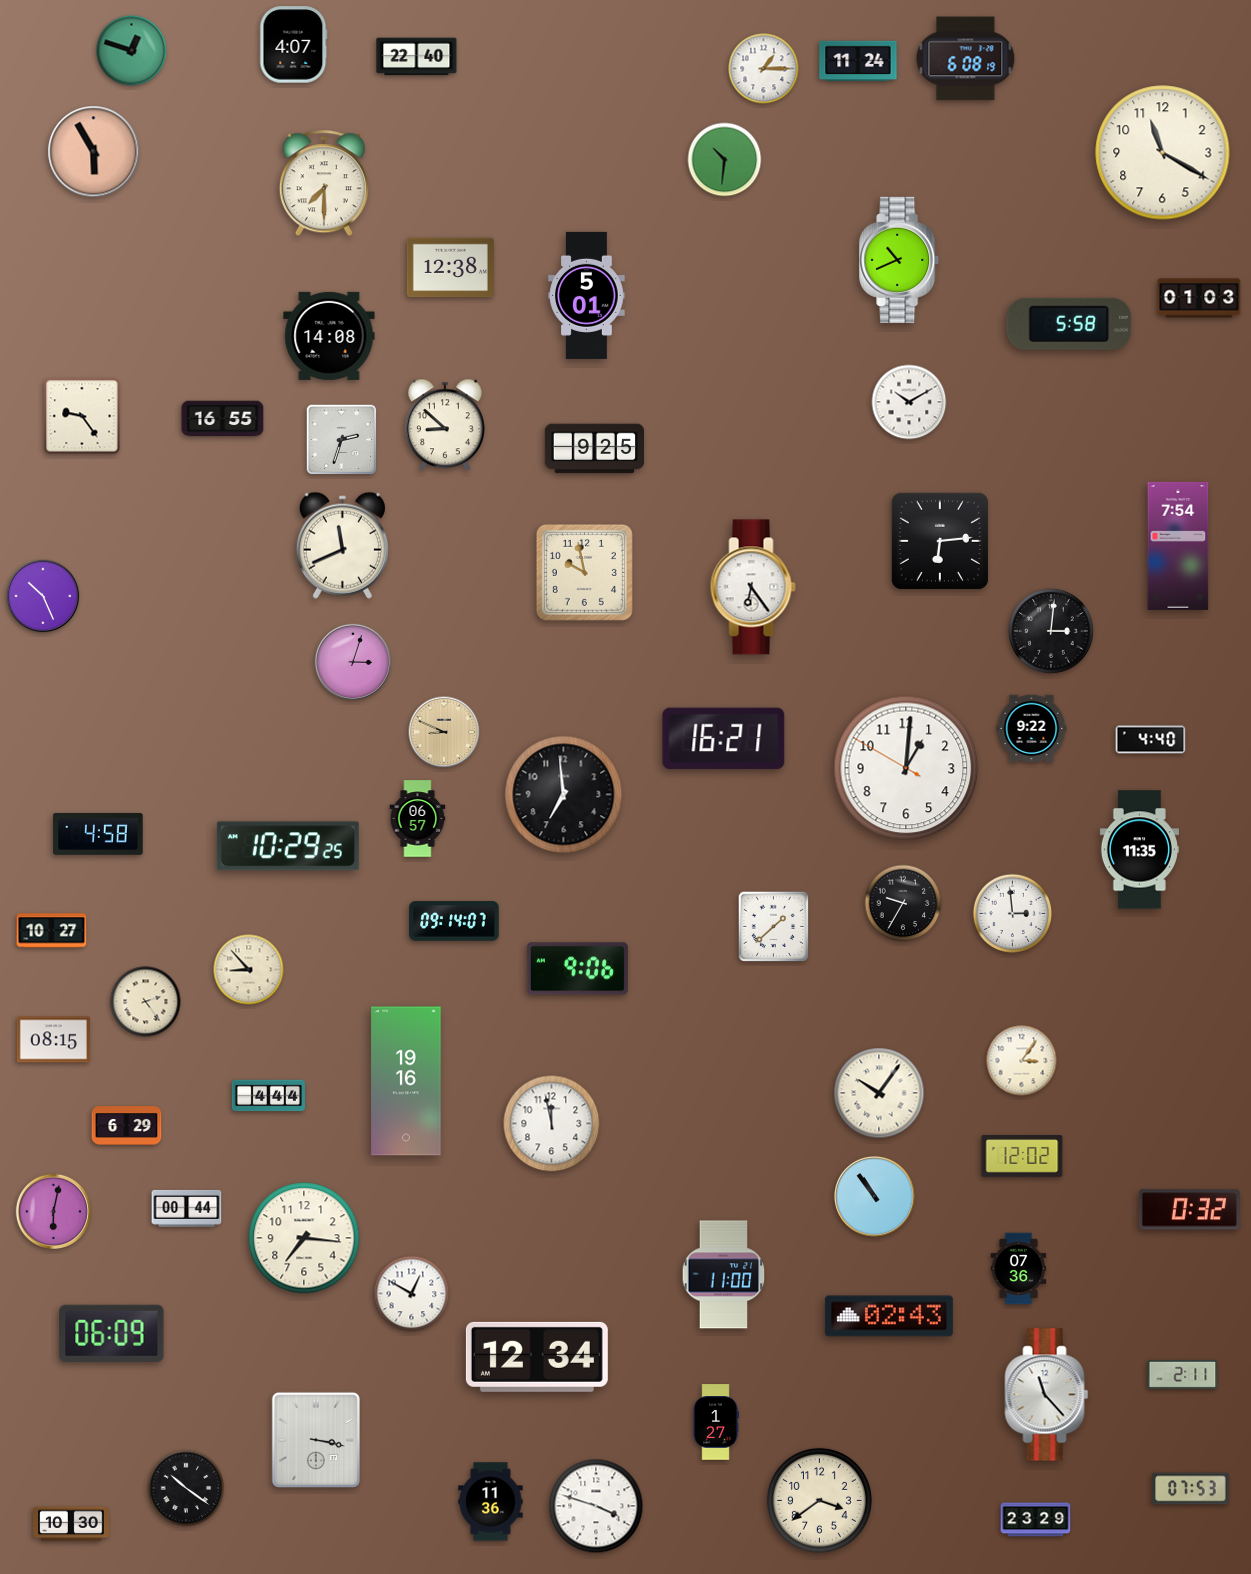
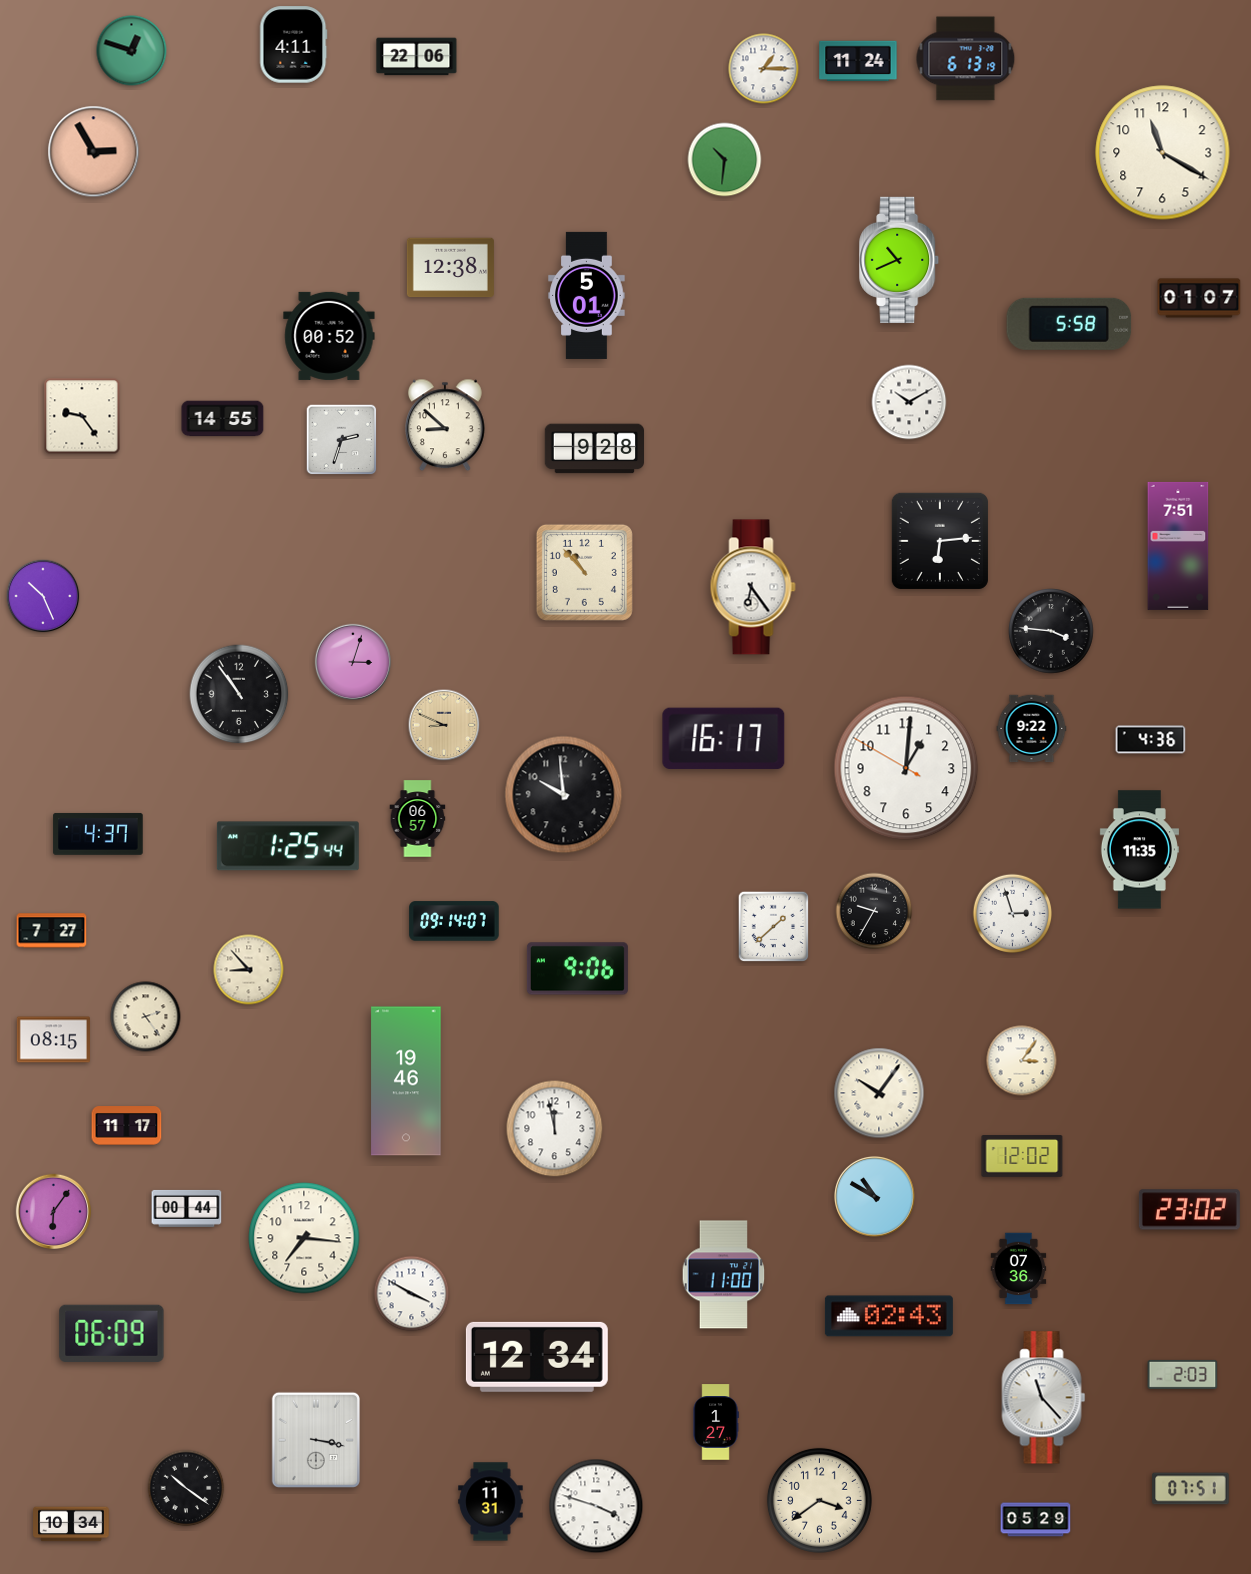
clock at (294, 45): 4:07 -> 4:11
clock at (417, 57): 22:40 -> 22:06
clock at (966, 59): 6:08 -> 6:13
clock at (94, 152): 5:55 -> 2:55
clock at (324, 184): 7:30 -> none
clock at (1199, 298): 01:03 -> 01:07
clock at (329, 336): 14:08 -> 00:52
clock at (223, 419): 16:55 -> 14:55
clock at (595, 449): 9:25 -> 9:28
clock at (342, 545): 11:41 -> none
clock at (1178, 546): 7:54 -> 7:51
clock at (584, 572): 9:58 -> 10:53
clock at (1051, 631): 3:01 -> 3:46
clock at (239, 694): none -> 10:54
clock at (444, 732) position: (444, 732) -> (444, 725)
clock at (724, 739): 16:21 -> 16:17
clock at (1151, 740): 4:40 -> 4:36
clock at (564, 795): 6:59 -> 9:59
clock at (98, 834): 4:58 -> 4:37
clock at (288, 846): 10:29 -> 1:25
clock at (903, 903) position: (903, 903) -> (874, 911)
clock at (1013, 914): 2:59 -> 2:57
clock at (52, 931): 10:27 -> 7:27
clock at (146, 1002) position: (146, 1002) -> (146, 1017)
clock at (406, 1081): 19:16 -> 19:46
clock at (268, 1096): 4:44 -> none
clock at (552, 1124) position: (552, 1124) -> (555, 1129)
clock at (127, 1126): 6:29 -> 11:17
clock at (874, 1196): 10:54 -> 10:50
clock at (1189, 1210): 0:32 -> 23:02
clock at (54, 1211): 6:02 -> 6:06
clock at (412, 1294): 12:50 -> 3:50
clock at (1183, 1374): 2:11 -> 2:03
clock at (1047, 1395) position: (1047, 1395) -> (1044, 1398)
clock at (1191, 1489): 07:53 -> 07:51
clock at (491, 1502): 11:36 -> 11:31
clock at (1036, 1520): 23:29 -> 05:29
clock at (71, 1524): 10:30 -> 10:34
